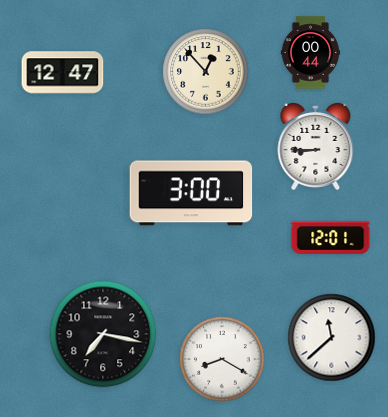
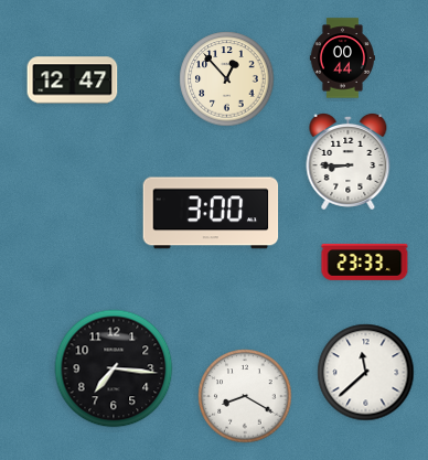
clock at (63, 73) position: (63, 73) -> (73, 81)
clock at (331, 237): 12:01 -> 23:33
clock at (103, 334): 7:17 -> 7:16
